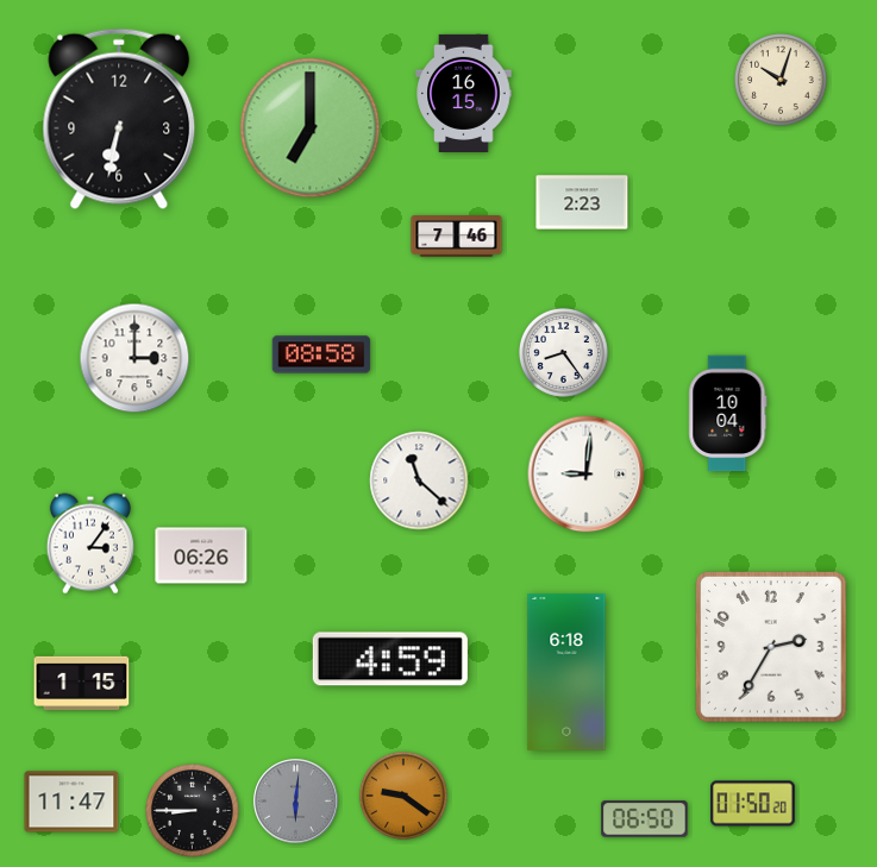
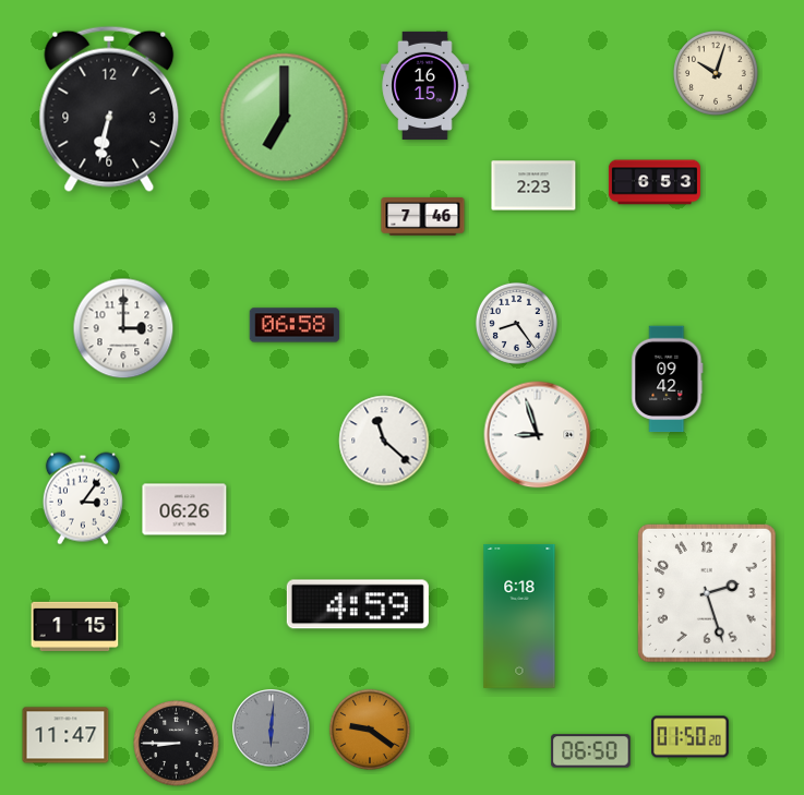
clock at (655, 182): none -> 6:53
clock at (457, 237) position: (457, 237) -> (423, 217)
clock at (321, 354): 08:58 -> 06:58
clock at (728, 414): 10:04 -> 09:42
clock at (587, 475): 9:01 -> 8:57
clock at (772, 648): 2:35 -> 2:27
clock at (296, 802) position: (296, 802) -> (272, 728)
